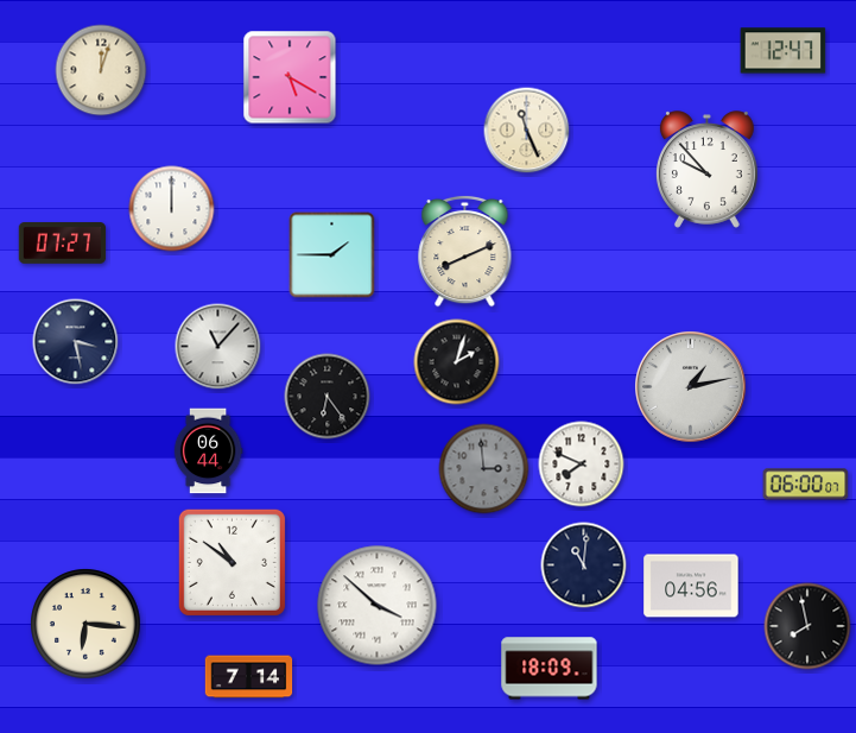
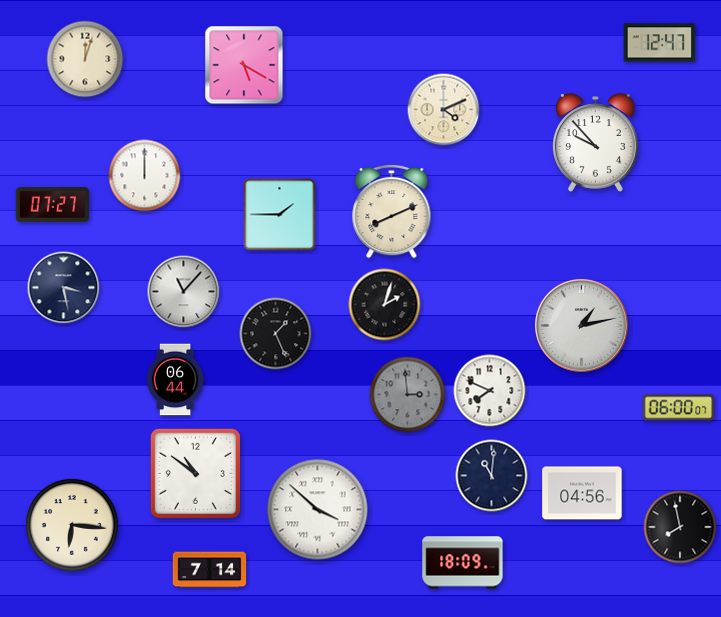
clock at (527, 131): 11:26 -> 4:11
clock at (328, 397): 6:24 -> 1:26
